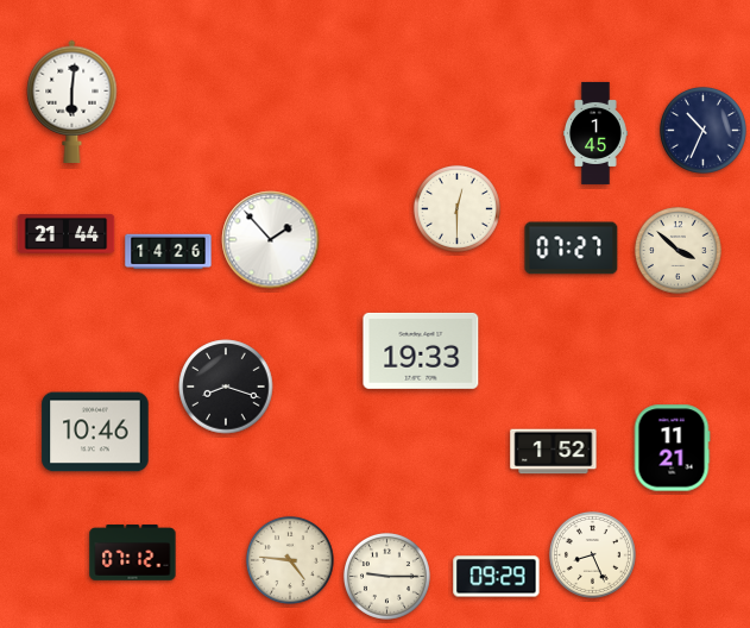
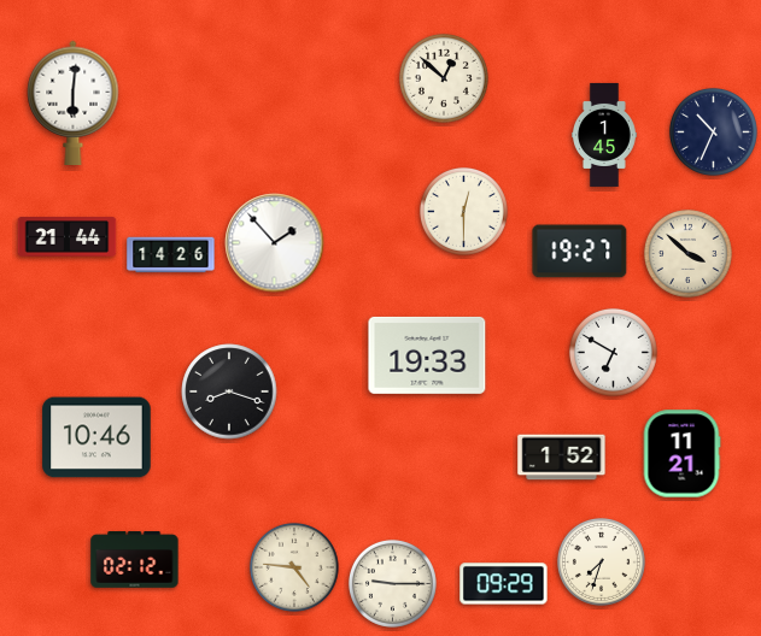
clock at (444, 78): none -> 12:52
clock at (572, 249): 07:27 -> 19:27
clock at (613, 352): none -> 6:50
clock at (133, 553): 07:12 -> 02:12
clock at (592, 554): 8:26 -> 7:33
